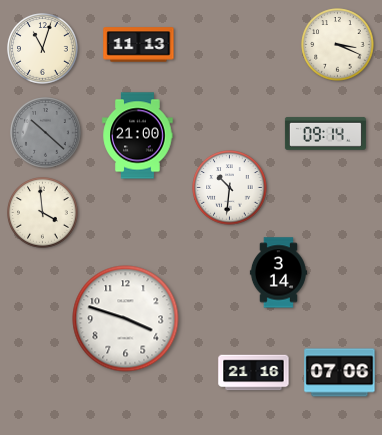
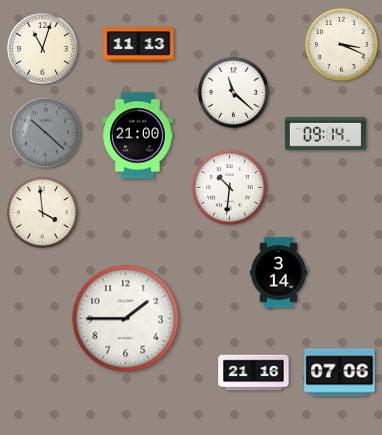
clock at (338, 45) position: (338, 45) -> (342, 45)
clock at (234, 93): none -> 11:22
clock at (126, 319): 3:48 -> 1:45
